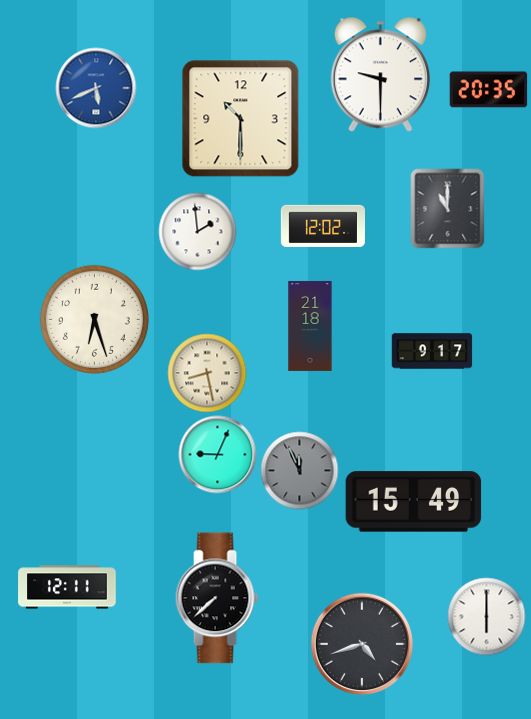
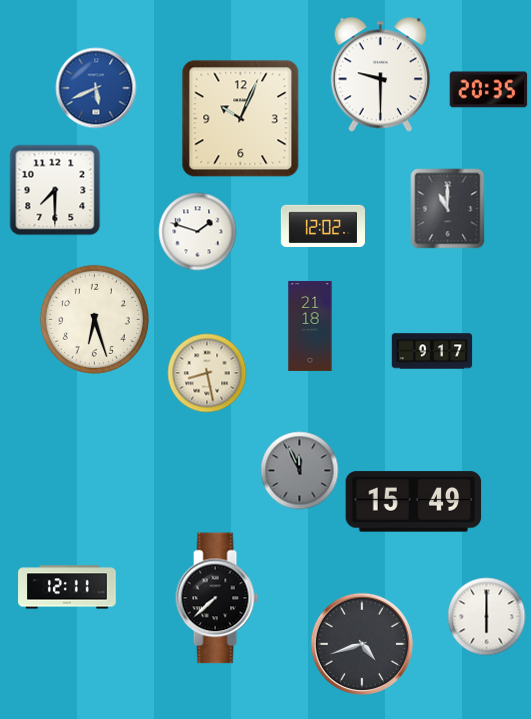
clock at (240, 118): 10:30 -> 10:04
clock at (55, 190): none -> 7:30
clock at (197, 231): 1:59 -> 1:48
clock at (217, 454): 9:04 -> none
